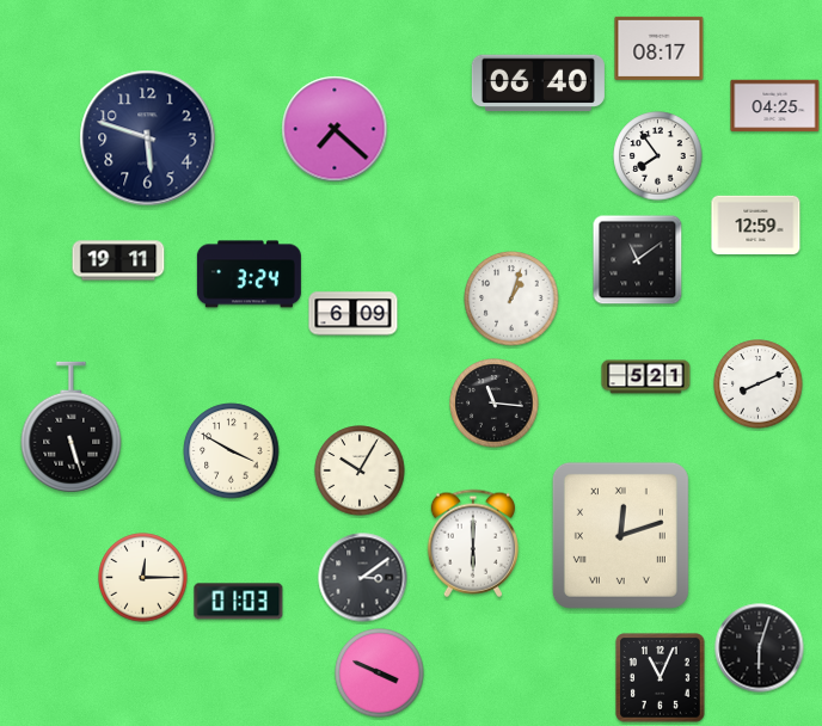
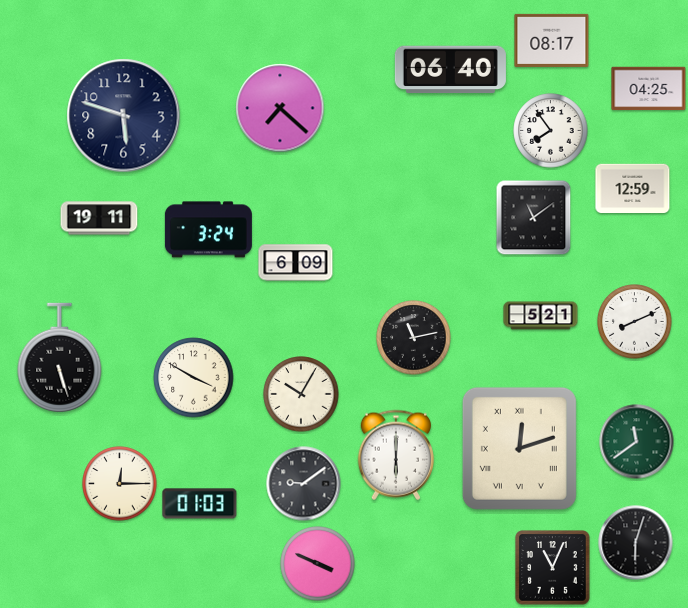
clock at (511, 299): 1:03 -> none
clock at (495, 404): 11:16 -> 11:13
clock at (637, 442): none -> 11:39
clock at (363, 578): 3:09 -> 9:09
